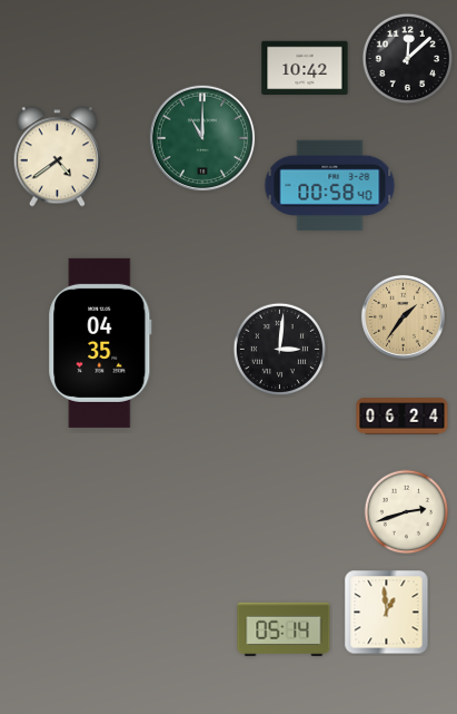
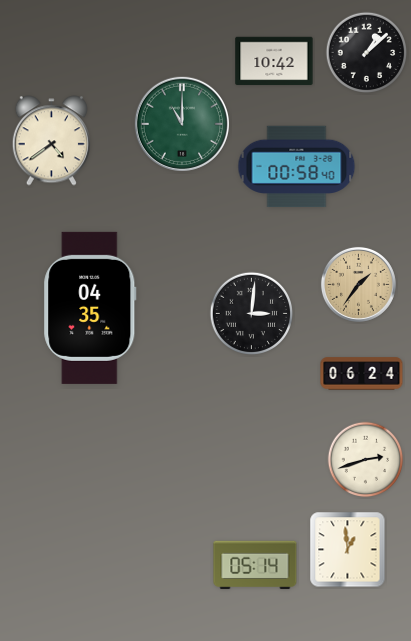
clock at (408, 59): 12:08 -> 1:08
clock at (403, 316) position: (403, 316) -> (358, 284)
